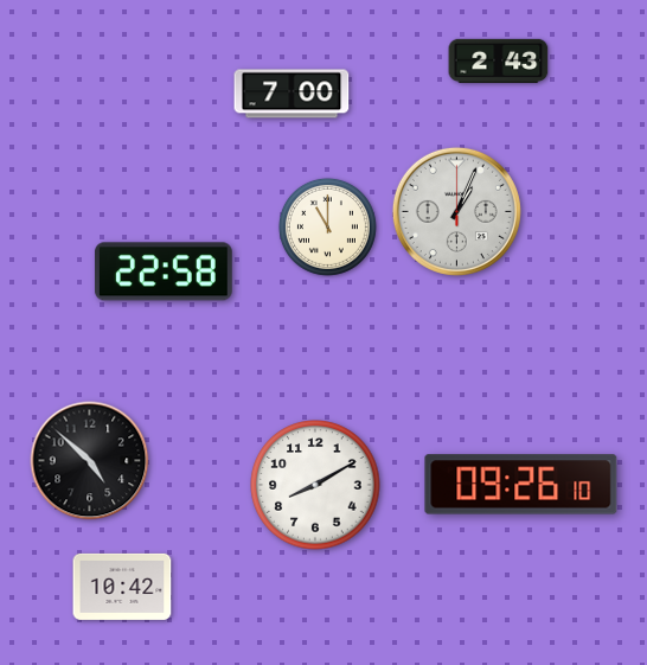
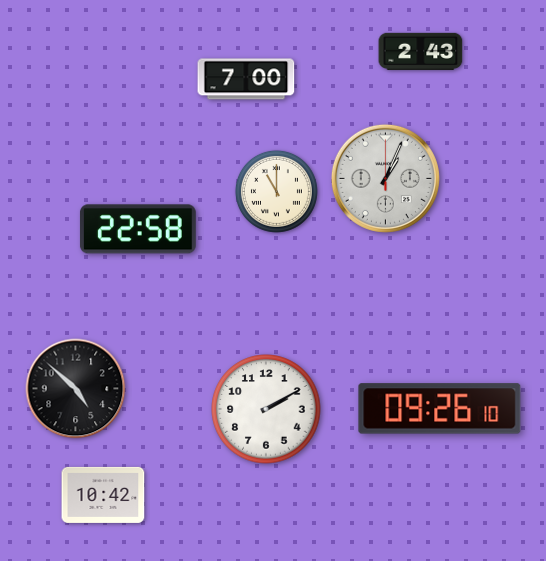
clock at (315, 485): 8:10 -> 2:10
